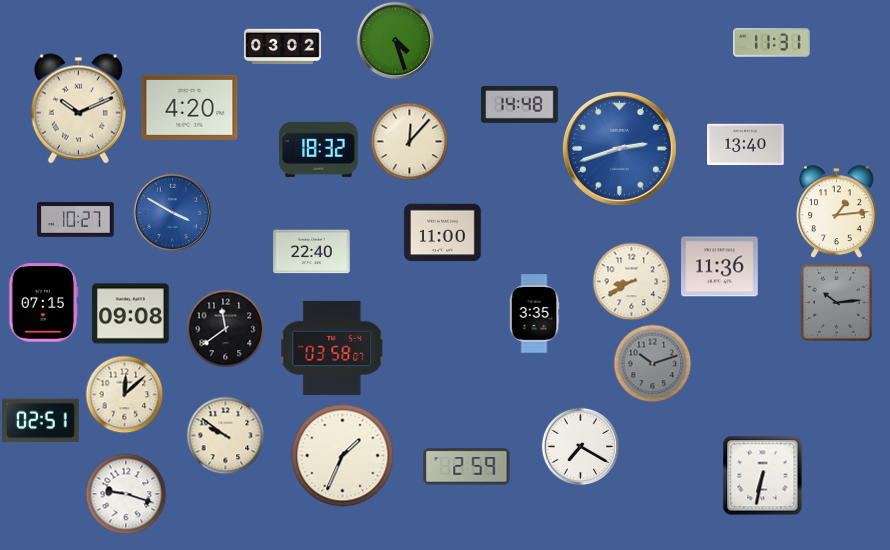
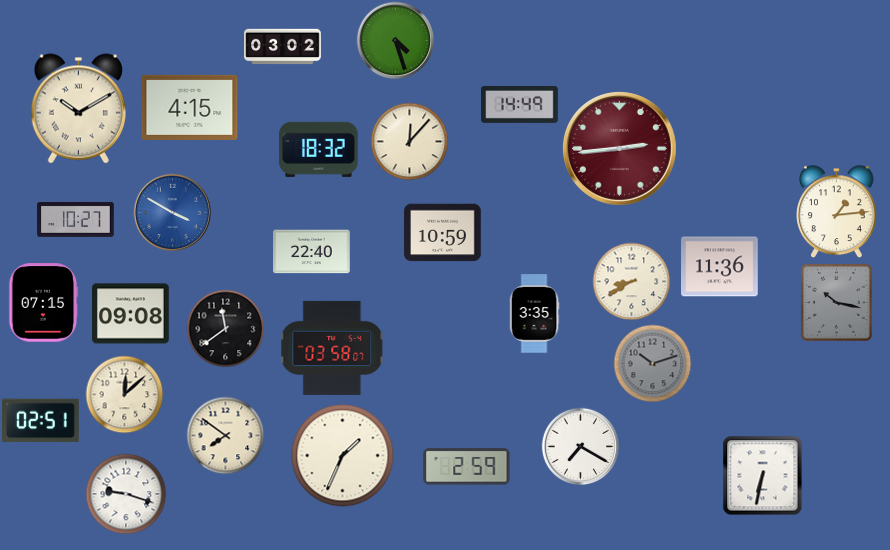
clock at (772, 43): 11:31 -> none
clock at (520, 104): 14:48 -> 14:49
clock at (190, 107): 4:20 -> 4:15
clock at (78, 109): 10:11 -> 10:10
clock at (746, 145): 13:40 -> none
clock at (619, 148): 2:42 -> 2:44
clock at (619, 148) dial: blue -> burgundy
clock at (443, 233): 11:00 -> 10:59
clock at (836, 302): 10:14 -> 10:17
clock at (225, 435): 9:51 -> 7:51
